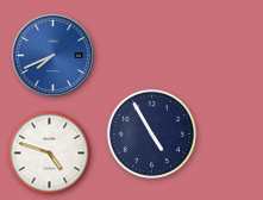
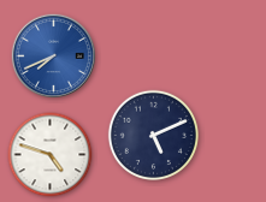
clock at (151, 133): 4:55 -> 5:11
